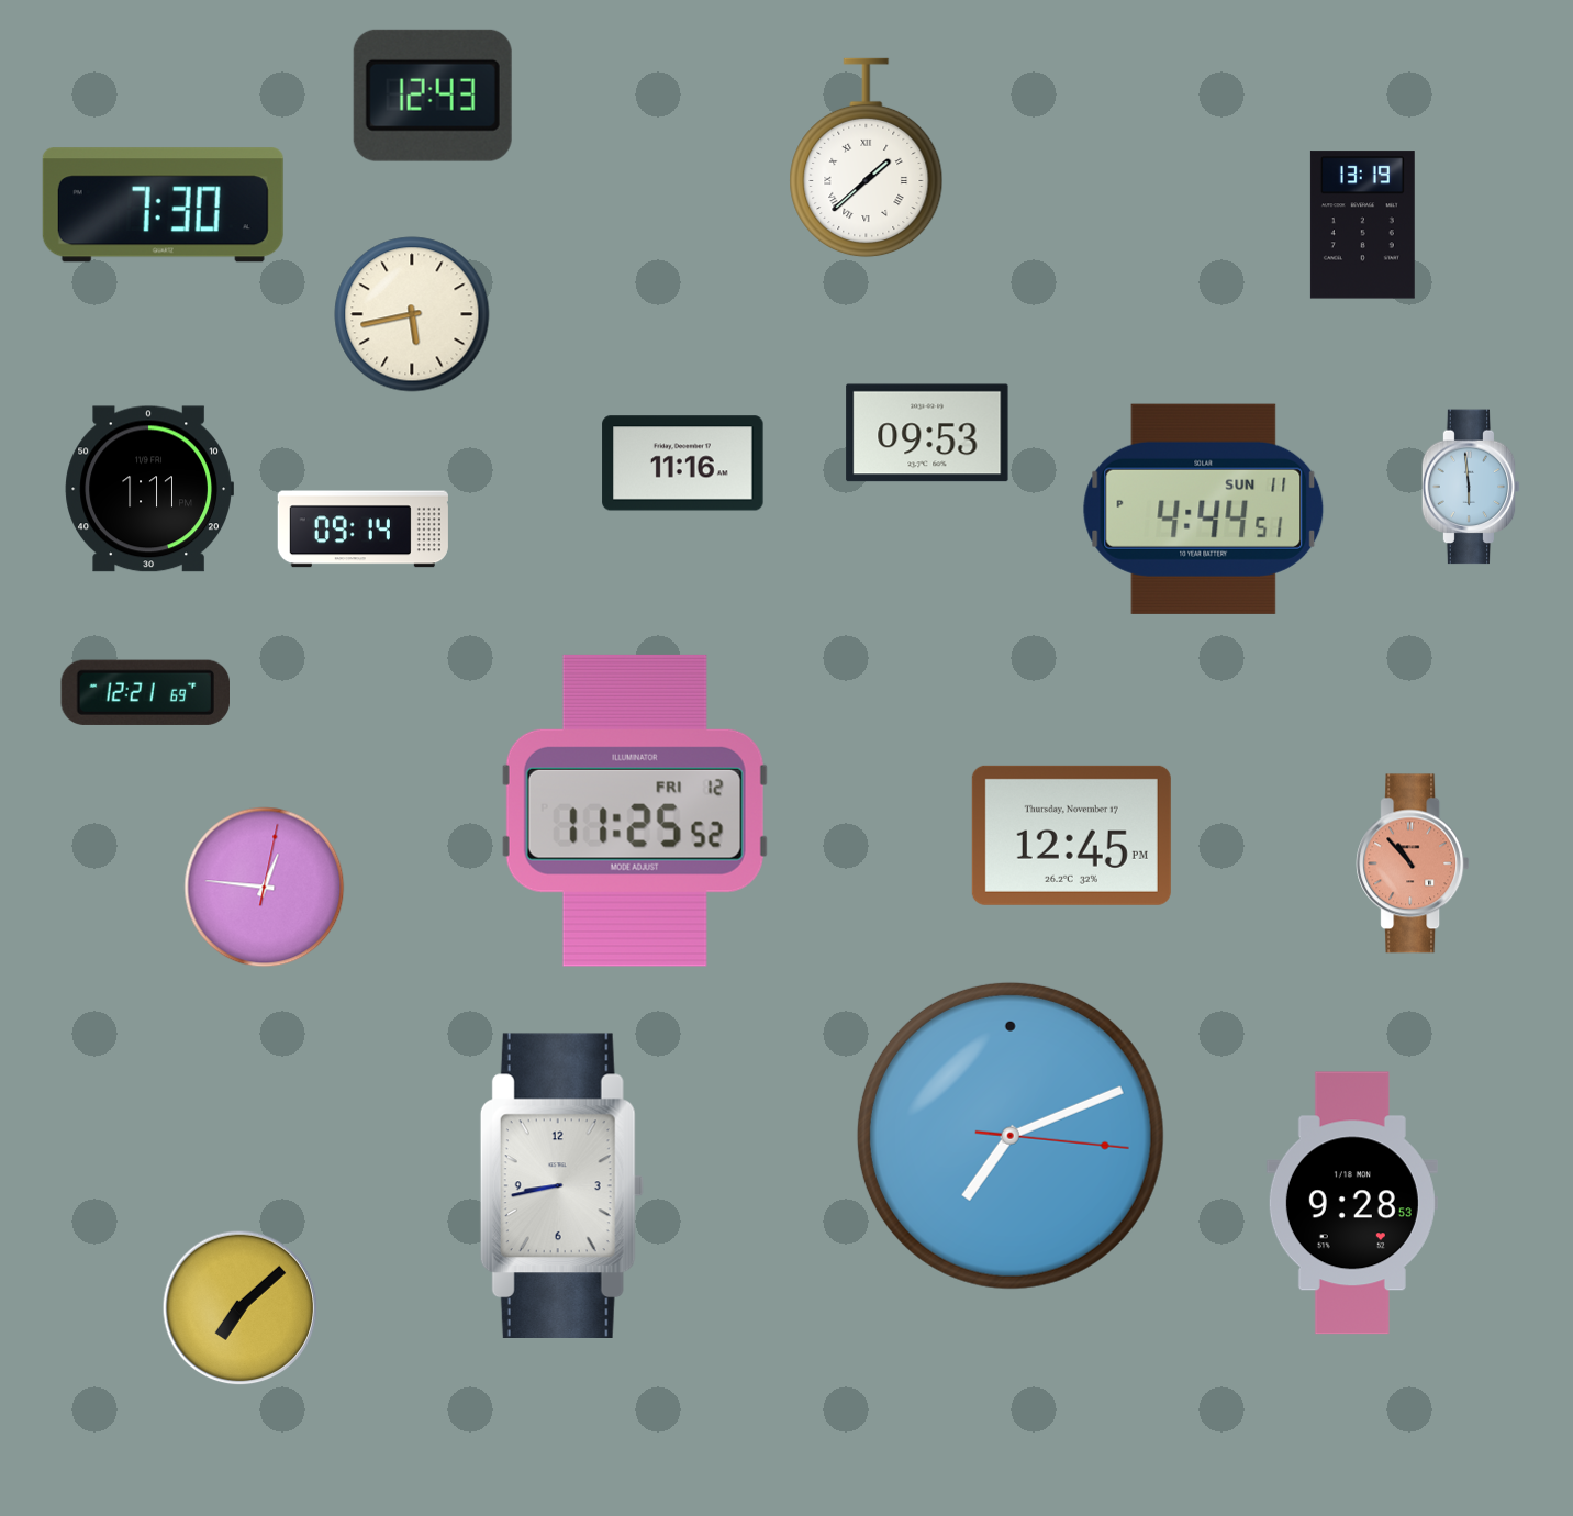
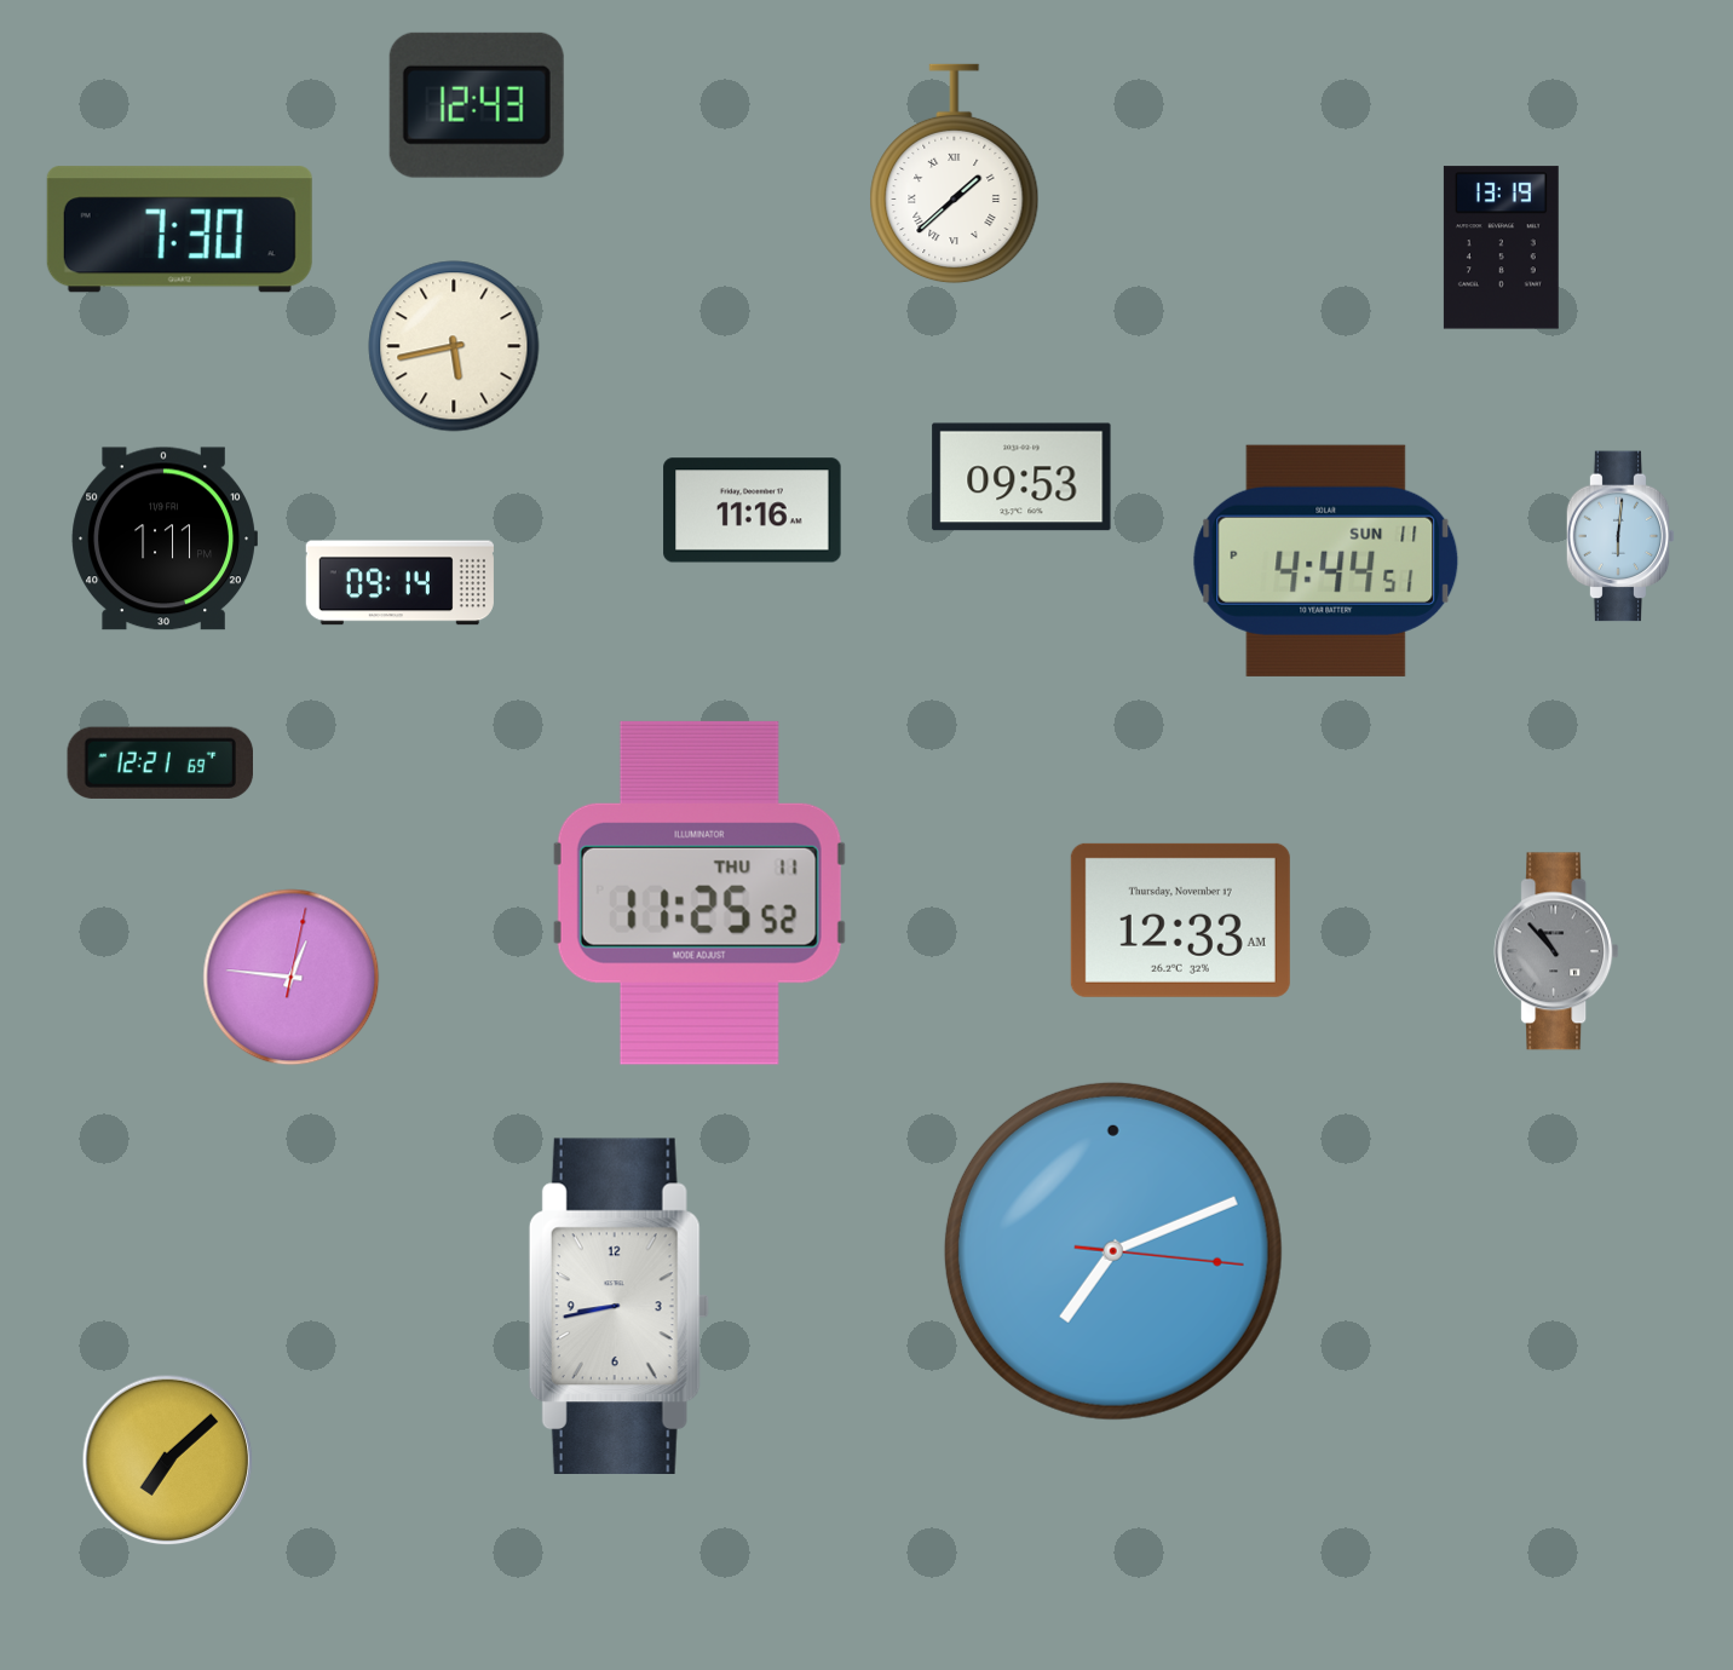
clock at (163, 205) position: (163, 205) -> (179, 230)
clock at (1471, 487): 5:59 -> 6:01
clock at (635, 811) date: FRI 12 -> THU 11
clock at (1071, 835): 12:45 -> 12:33
clock at (1413, 863) dial: salmon -> grey
clock at (1352, 1203): 9:28 -> none
clock at (241, 1308) position: (241, 1308) -> (168, 1461)
